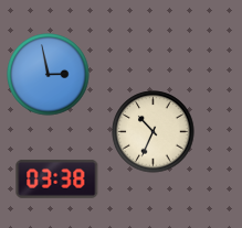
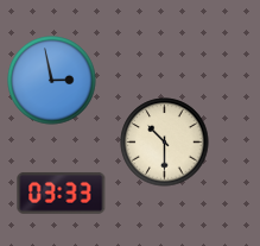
clock at (154, 132): 10:34 -> 10:30
clock at (57, 178): 03:38 -> 03:33
